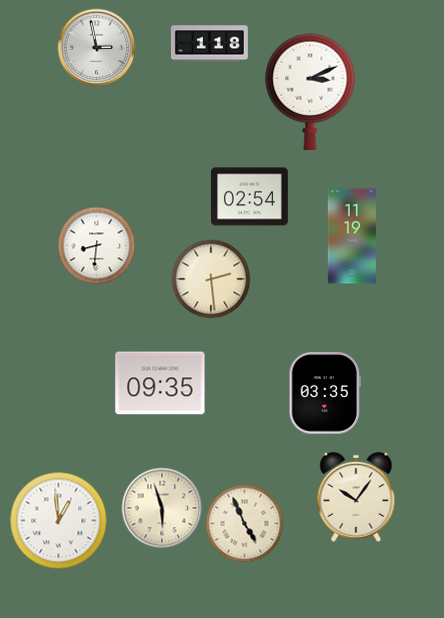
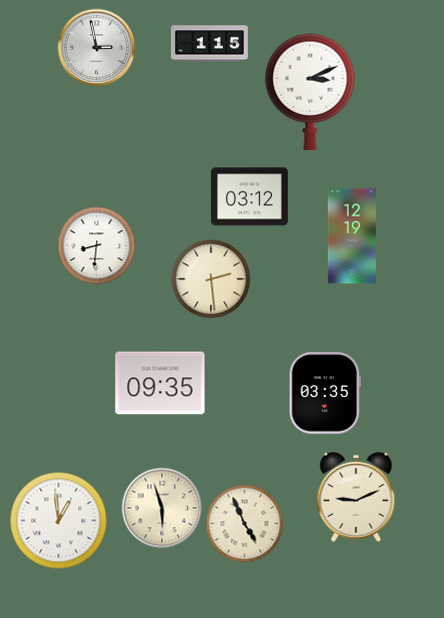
clock at (210, 44): 1:18 -> 1:15
clock at (249, 197): 02:54 -> 03:12
clock at (352, 236): 11:19 -> 12:19
clock at (356, 497): 10:06 -> 9:11
